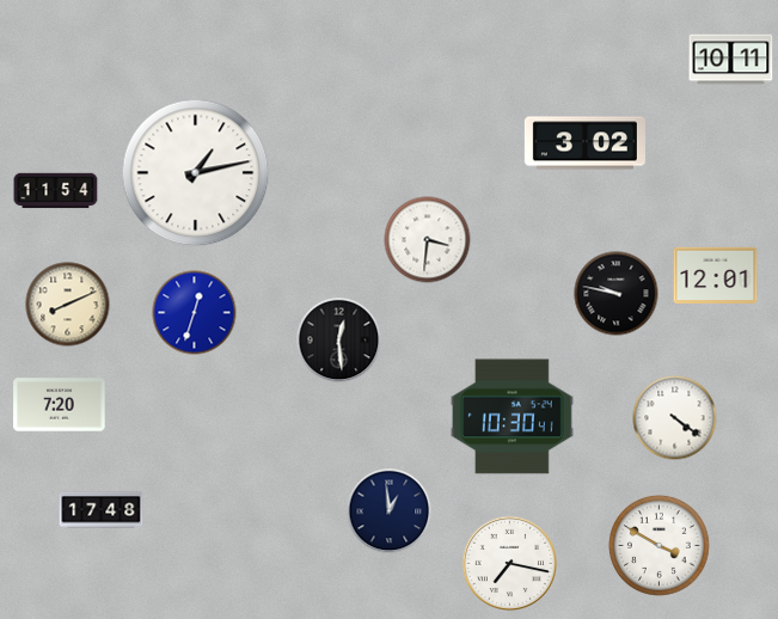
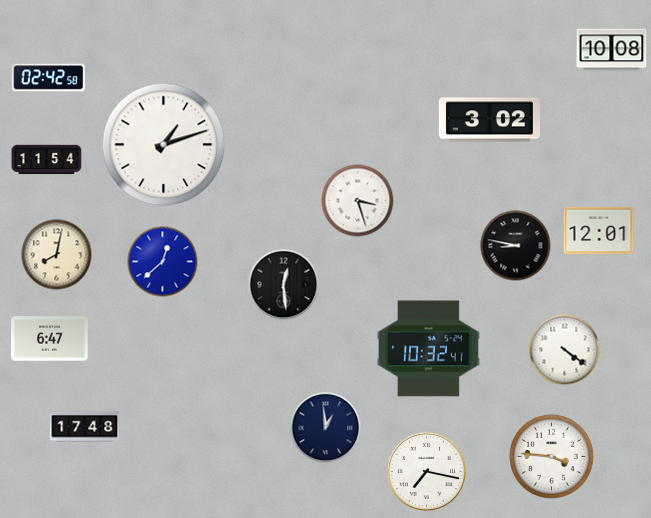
clock at (731, 60): 10:11 -> 10:08
clock at (48, 78): none -> 02:42
clock at (196, 173): 1:13 -> 1:12
clock at (428, 240): 3:31 -> 3:27
clock at (617, 294): 9:47 -> 8:47
clock at (68, 305): 8:11 -> 8:02
clock at (195, 313): 12:33 -> 12:38
clock at (60, 405): 7:20 -> 6:47
clock at (511, 417): 10:30 -> 10:32
clock at (658, 545): 3:50 -> 3:46
